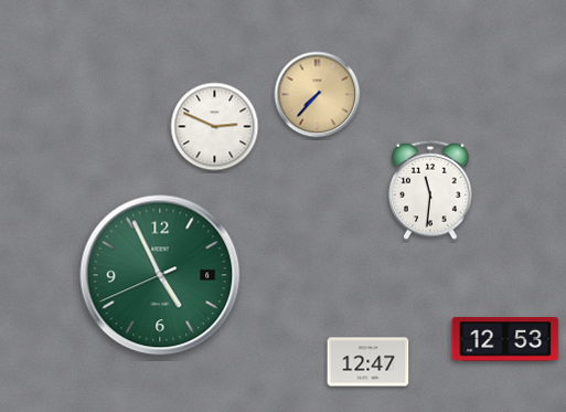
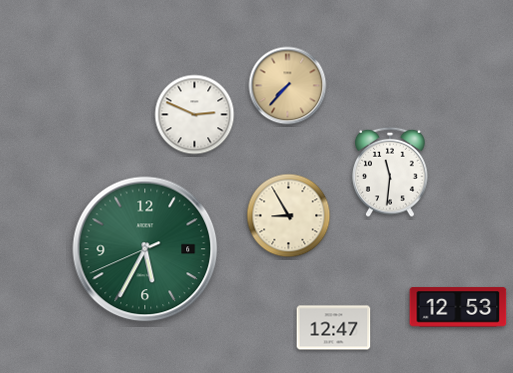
clock at (289, 216): none -> 8:55
clock at (160, 275): 4:55 -> 5:34
